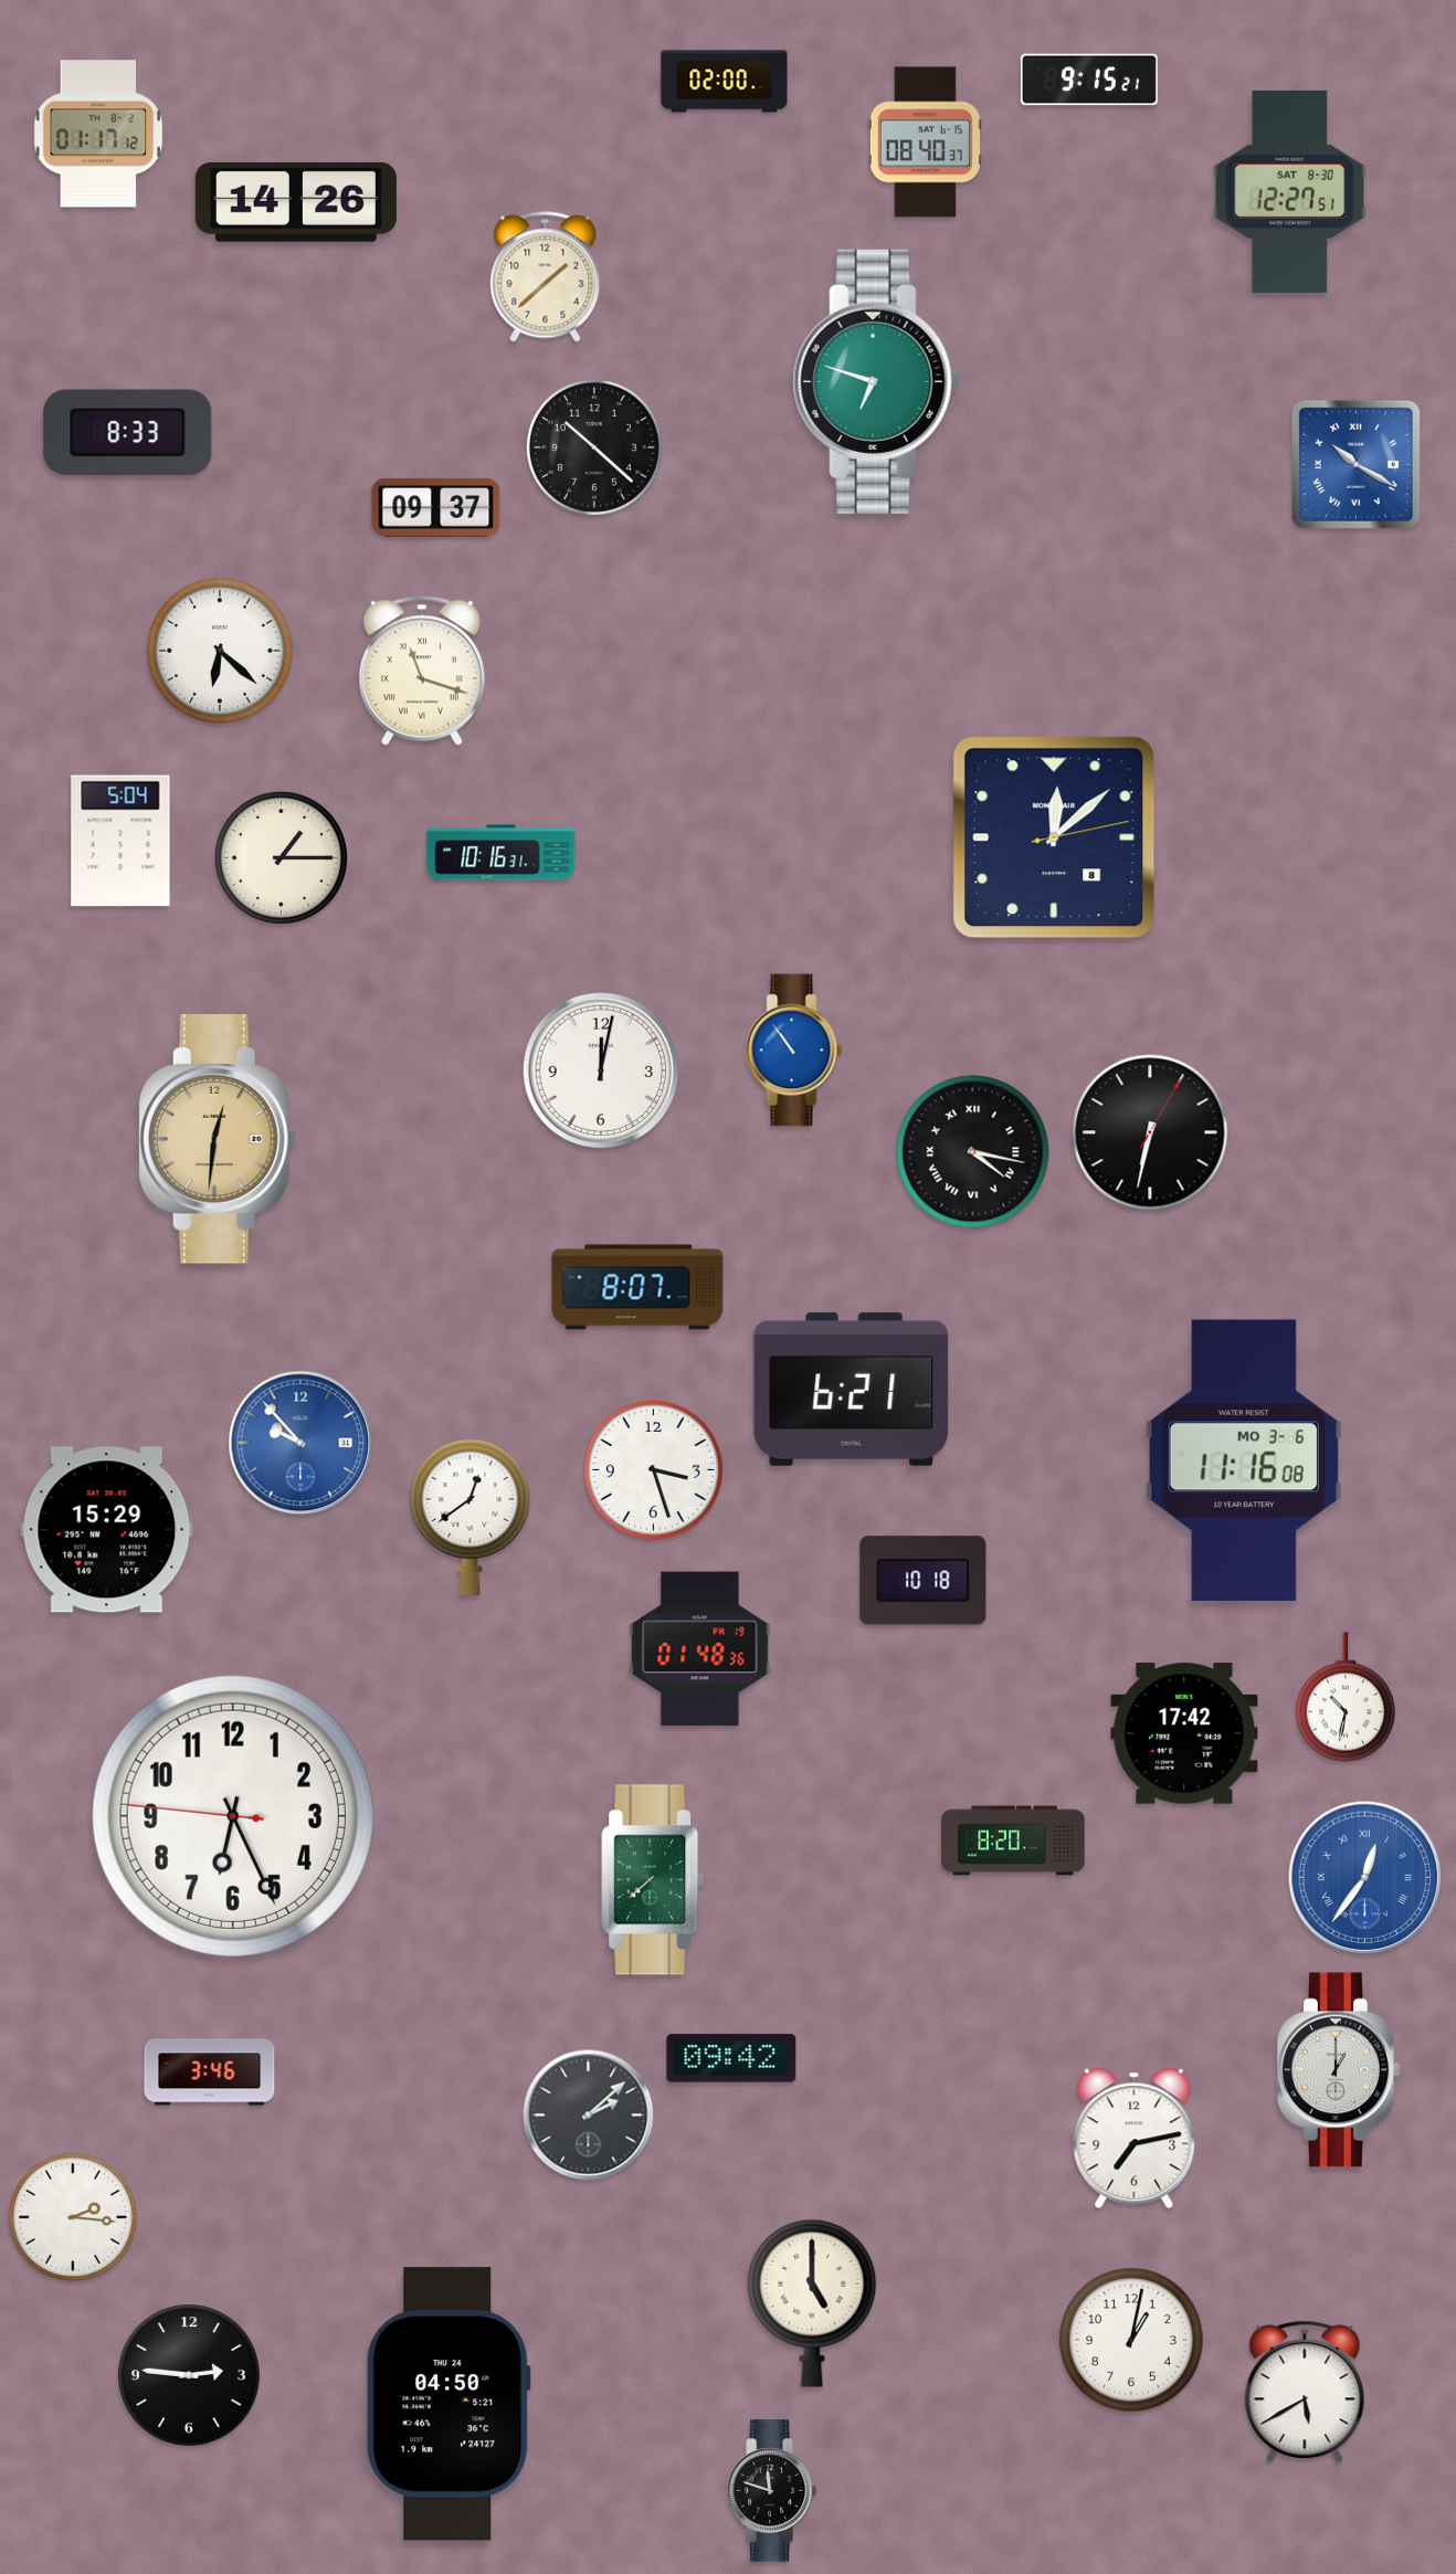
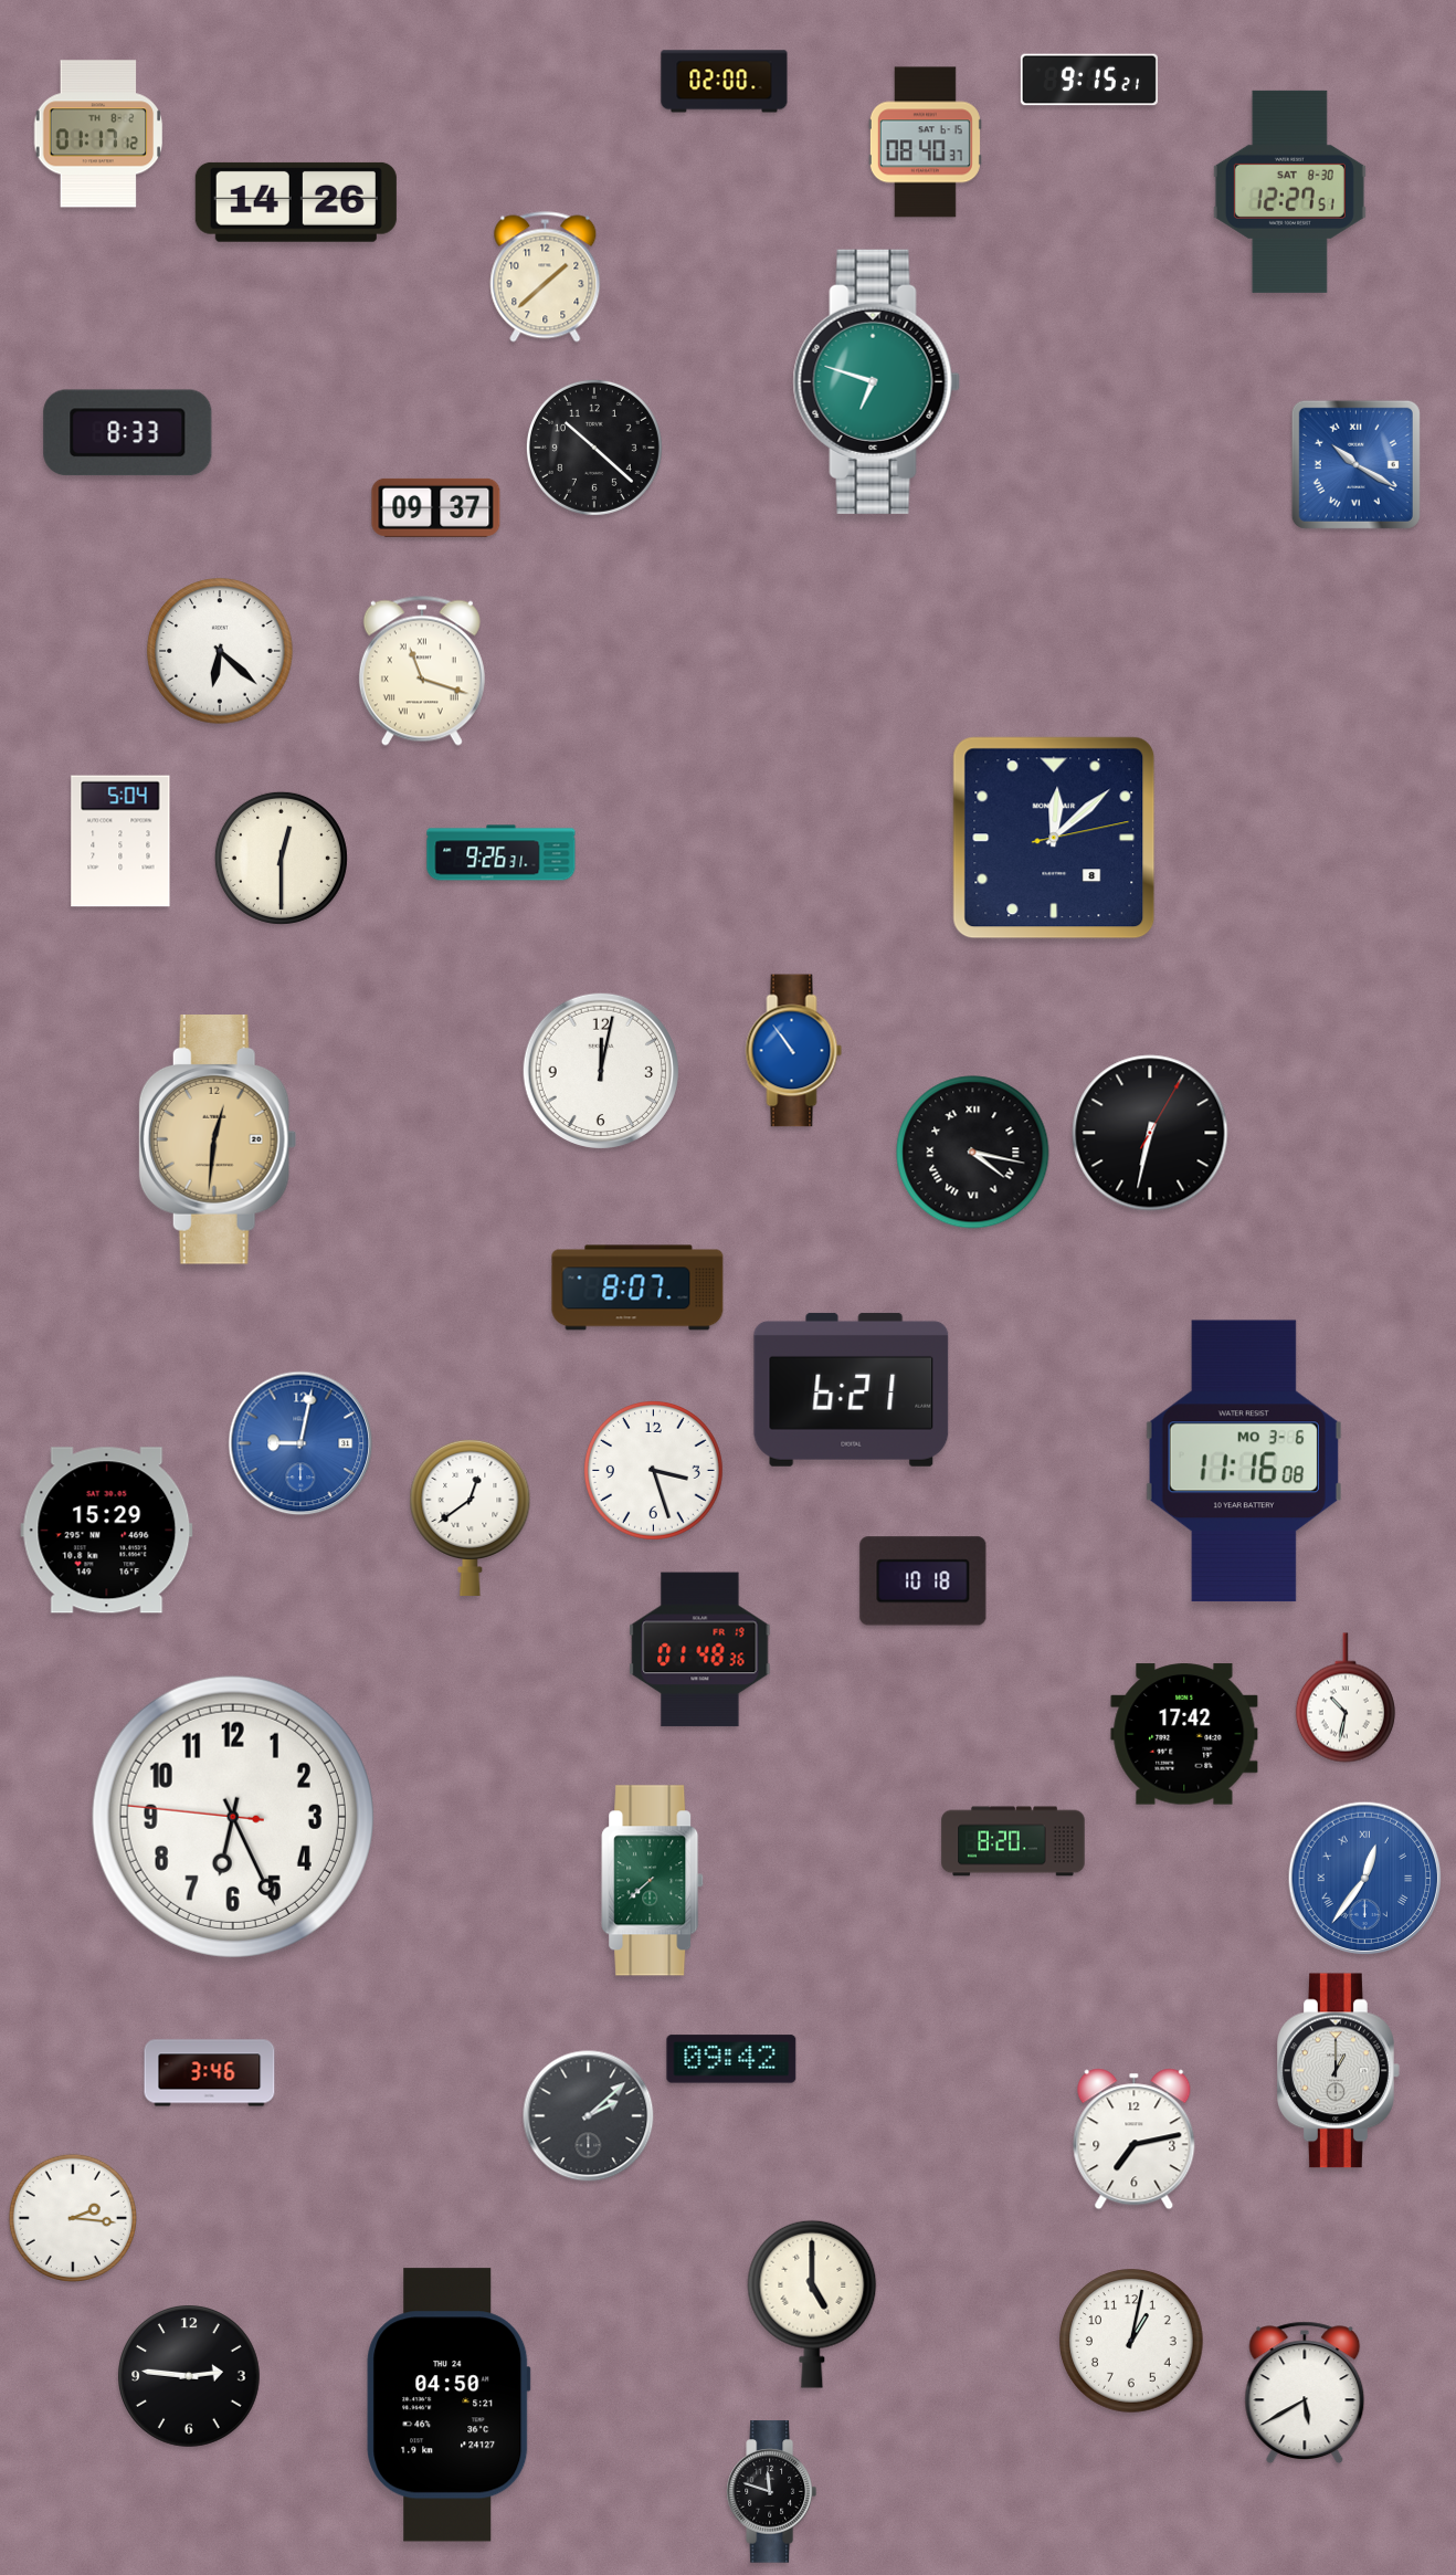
clock at (502, 853): 10:16 -> 9:26
clock at (281, 857): 1:15 -> 12:30
clock at (300, 1443): 9:53 -> 9:02
